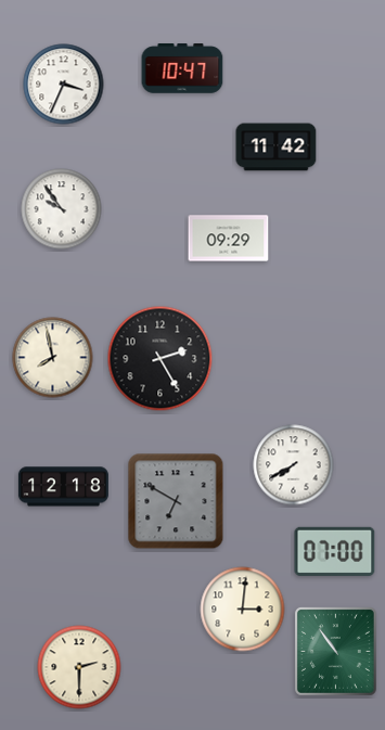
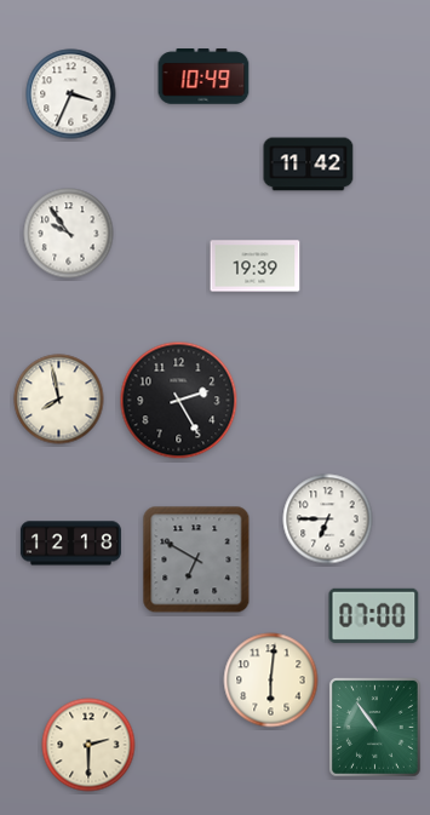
clock at (182, 68): 10:47 -> 10:49
clock at (229, 239): 09:29 -> 19:39
clock at (294, 465): 7:40 -> 6:45
clock at (243, 610): 3:01 -> 6:01
